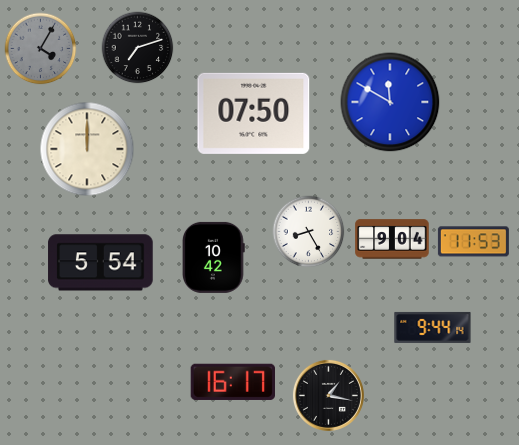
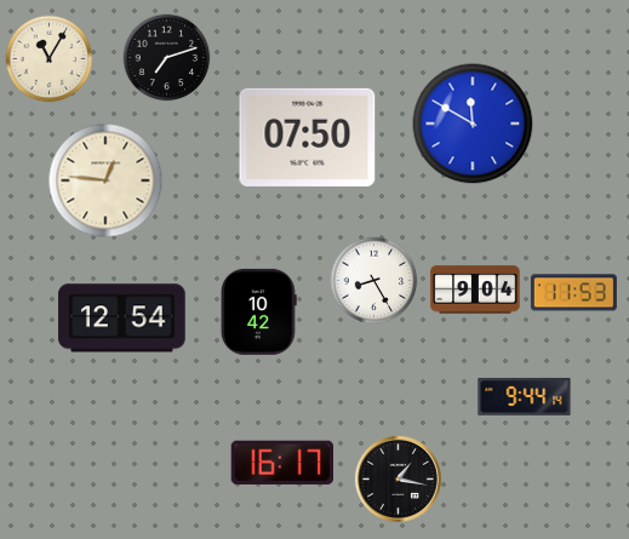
clock at (41, 49): 4:05 -> 11:05
clock at (41, 49) dial: grey -> cream
clock at (87, 149): 12:00 -> 12:46
clock at (101, 263): 5:54 -> 12:54
